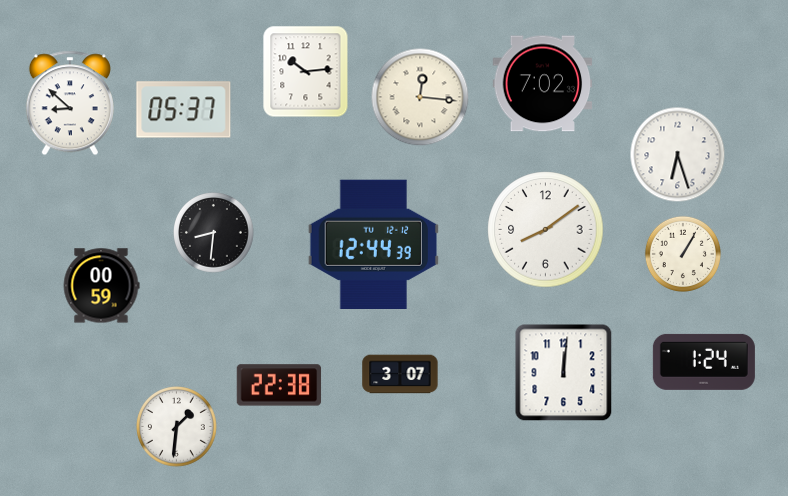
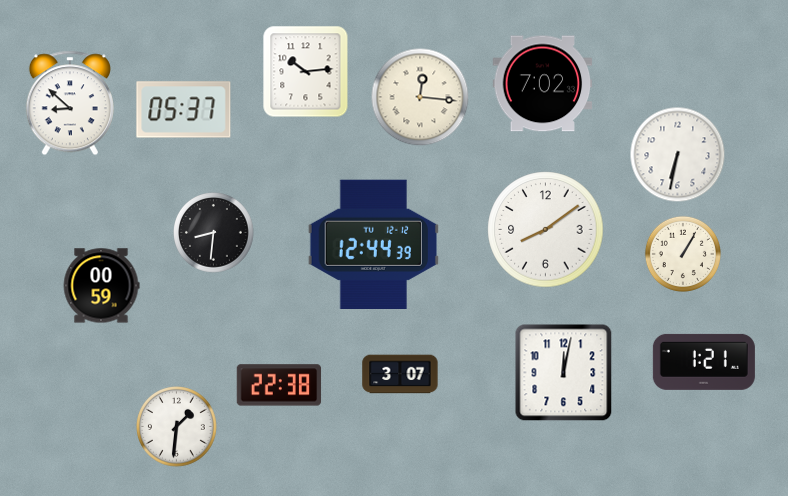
clock at (678, 155): 6:27 -> 6:32
clock at (704, 362): 1:24 -> 1:21
clock at (564, 373): 12:01 -> 12:02
